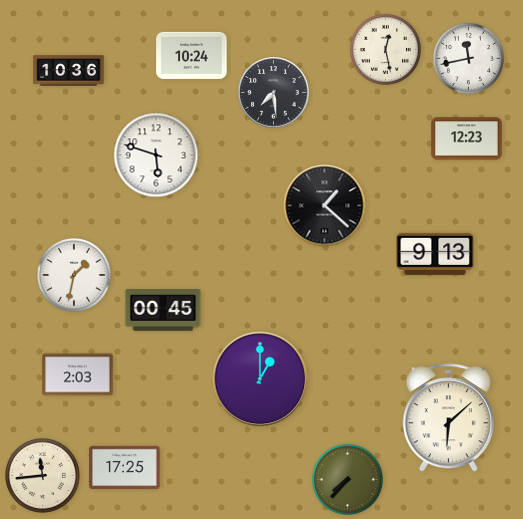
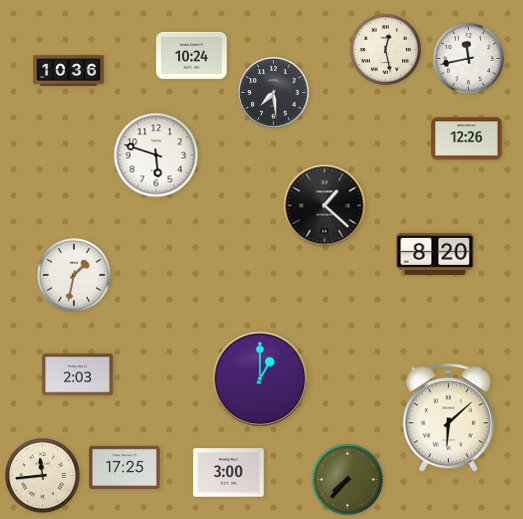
clock at (467, 139): 12:23 -> 12:26
clock at (435, 254): 9:13 -> 8:20
clock at (163, 310): 00:45 -> none
clock at (229, 473): none -> 3:00
